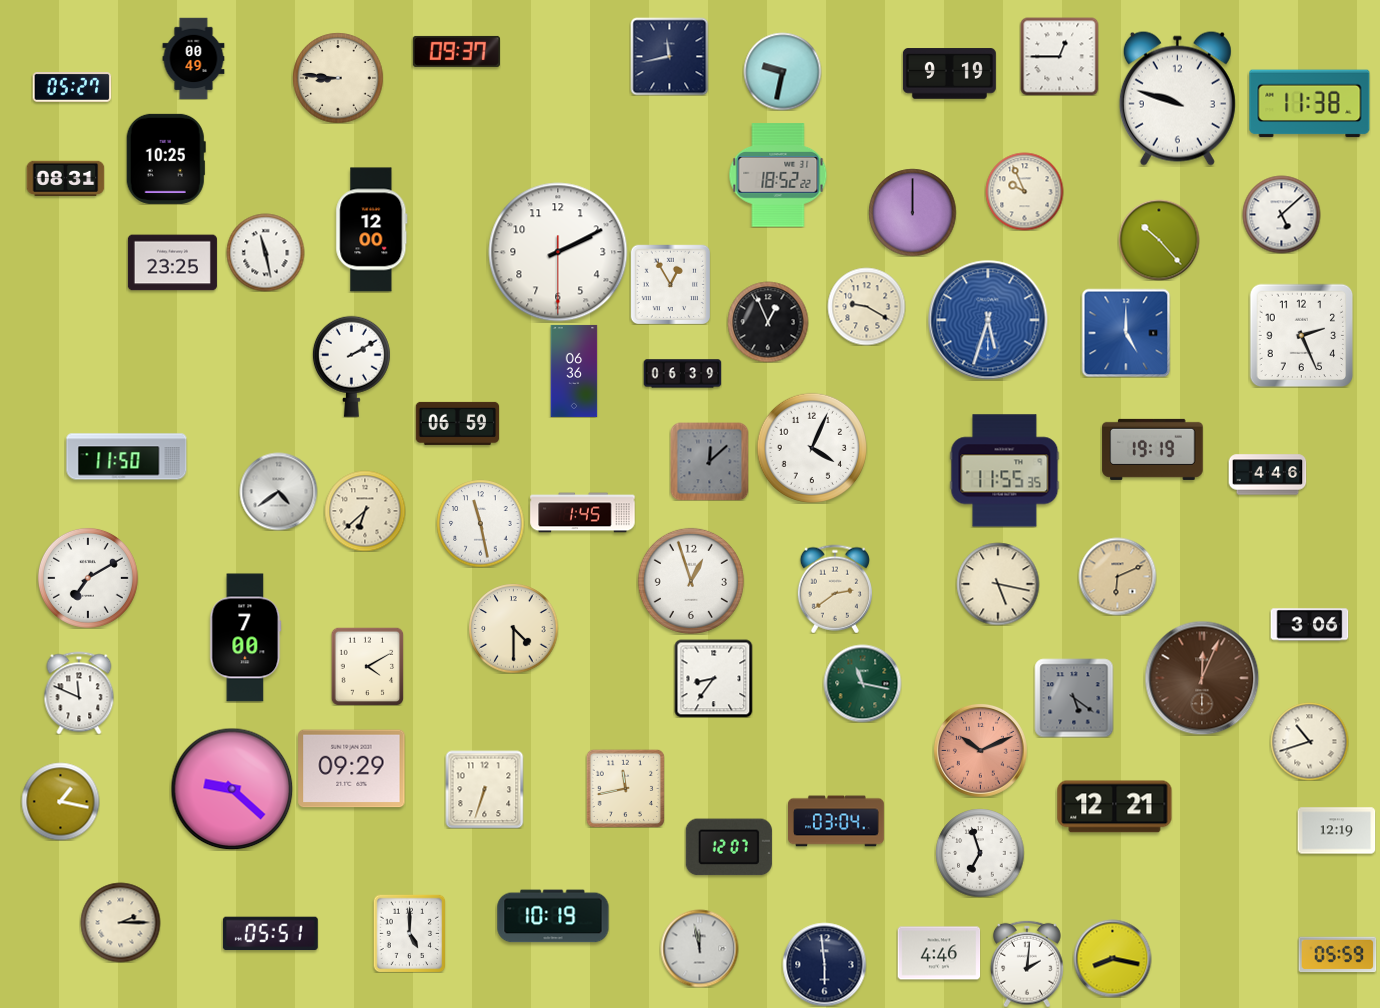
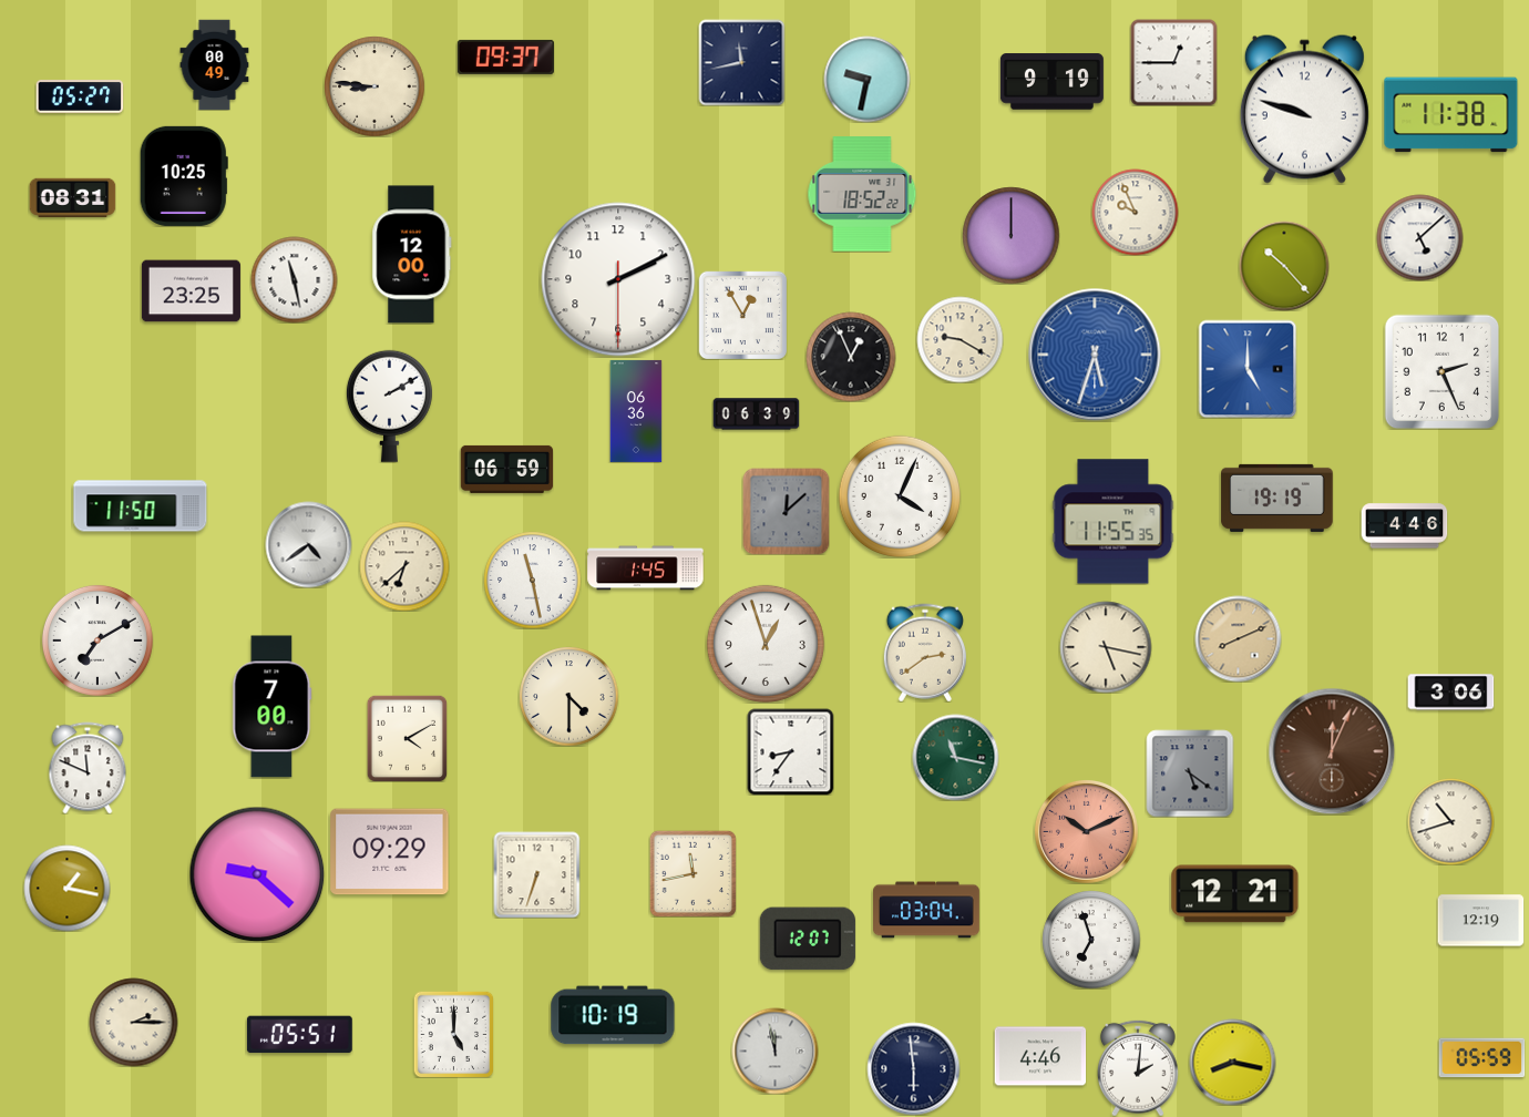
clock at (1117, 576): 6:11 -> 8:11
clock at (980, 853) position: (980, 853) -> (1091, 940)
